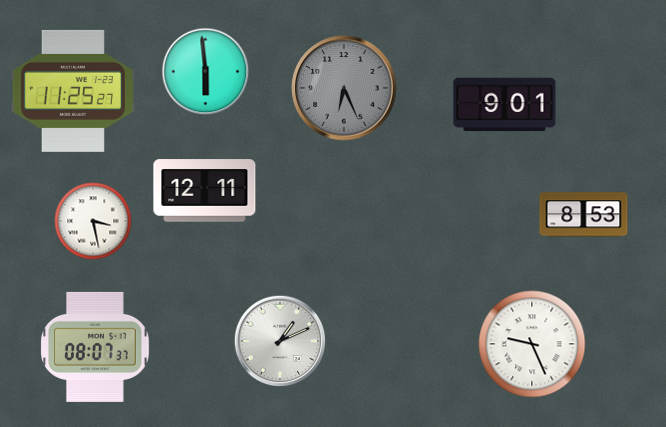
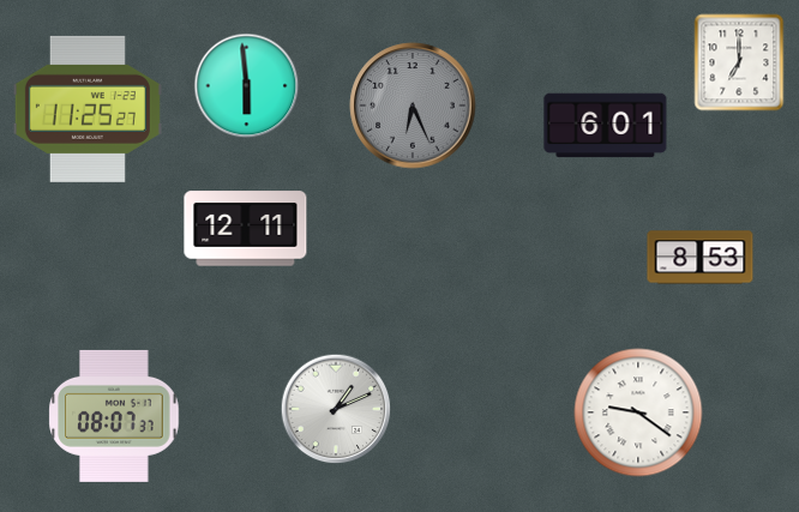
clock at (739, 62): none -> 7:00
clock at (505, 105): 9:01 -> 6:01
clock at (93, 221): 3:28 -> none
clock at (532, 344): 9:26 -> 9:21
